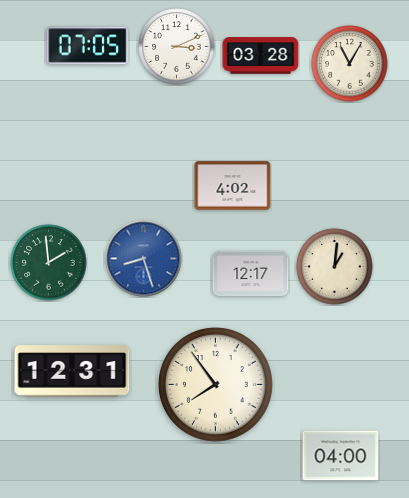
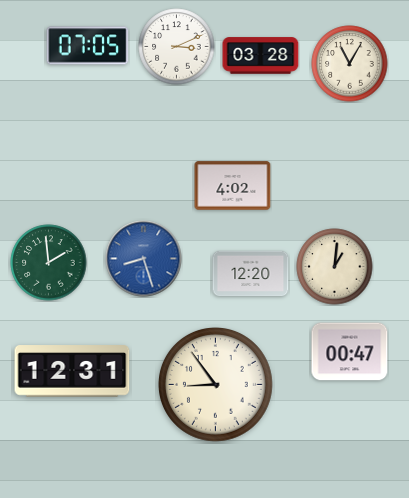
clock at (251, 274): 12:17 -> 12:20
clock at (350, 352): none -> 00:47
clock at (216, 385): 7:54 -> 8:54
clock at (341, 456): 04:00 -> none
